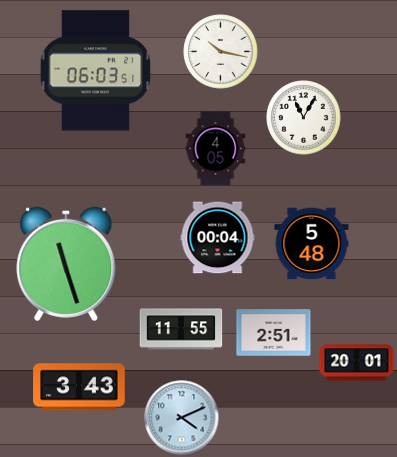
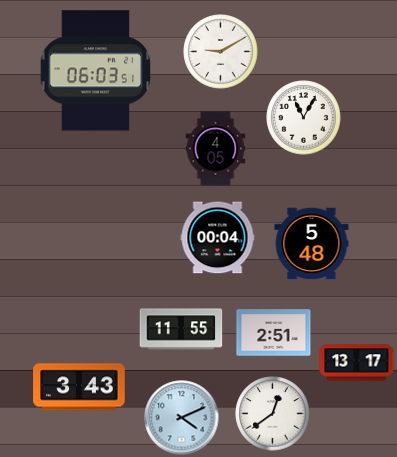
clock at (221, 52): 10:17 -> 9:10
clock at (66, 264): 11:27 -> none
clock at (357, 363): 20:01 -> 13:17
clock at (273, 414): none -> 12:39
